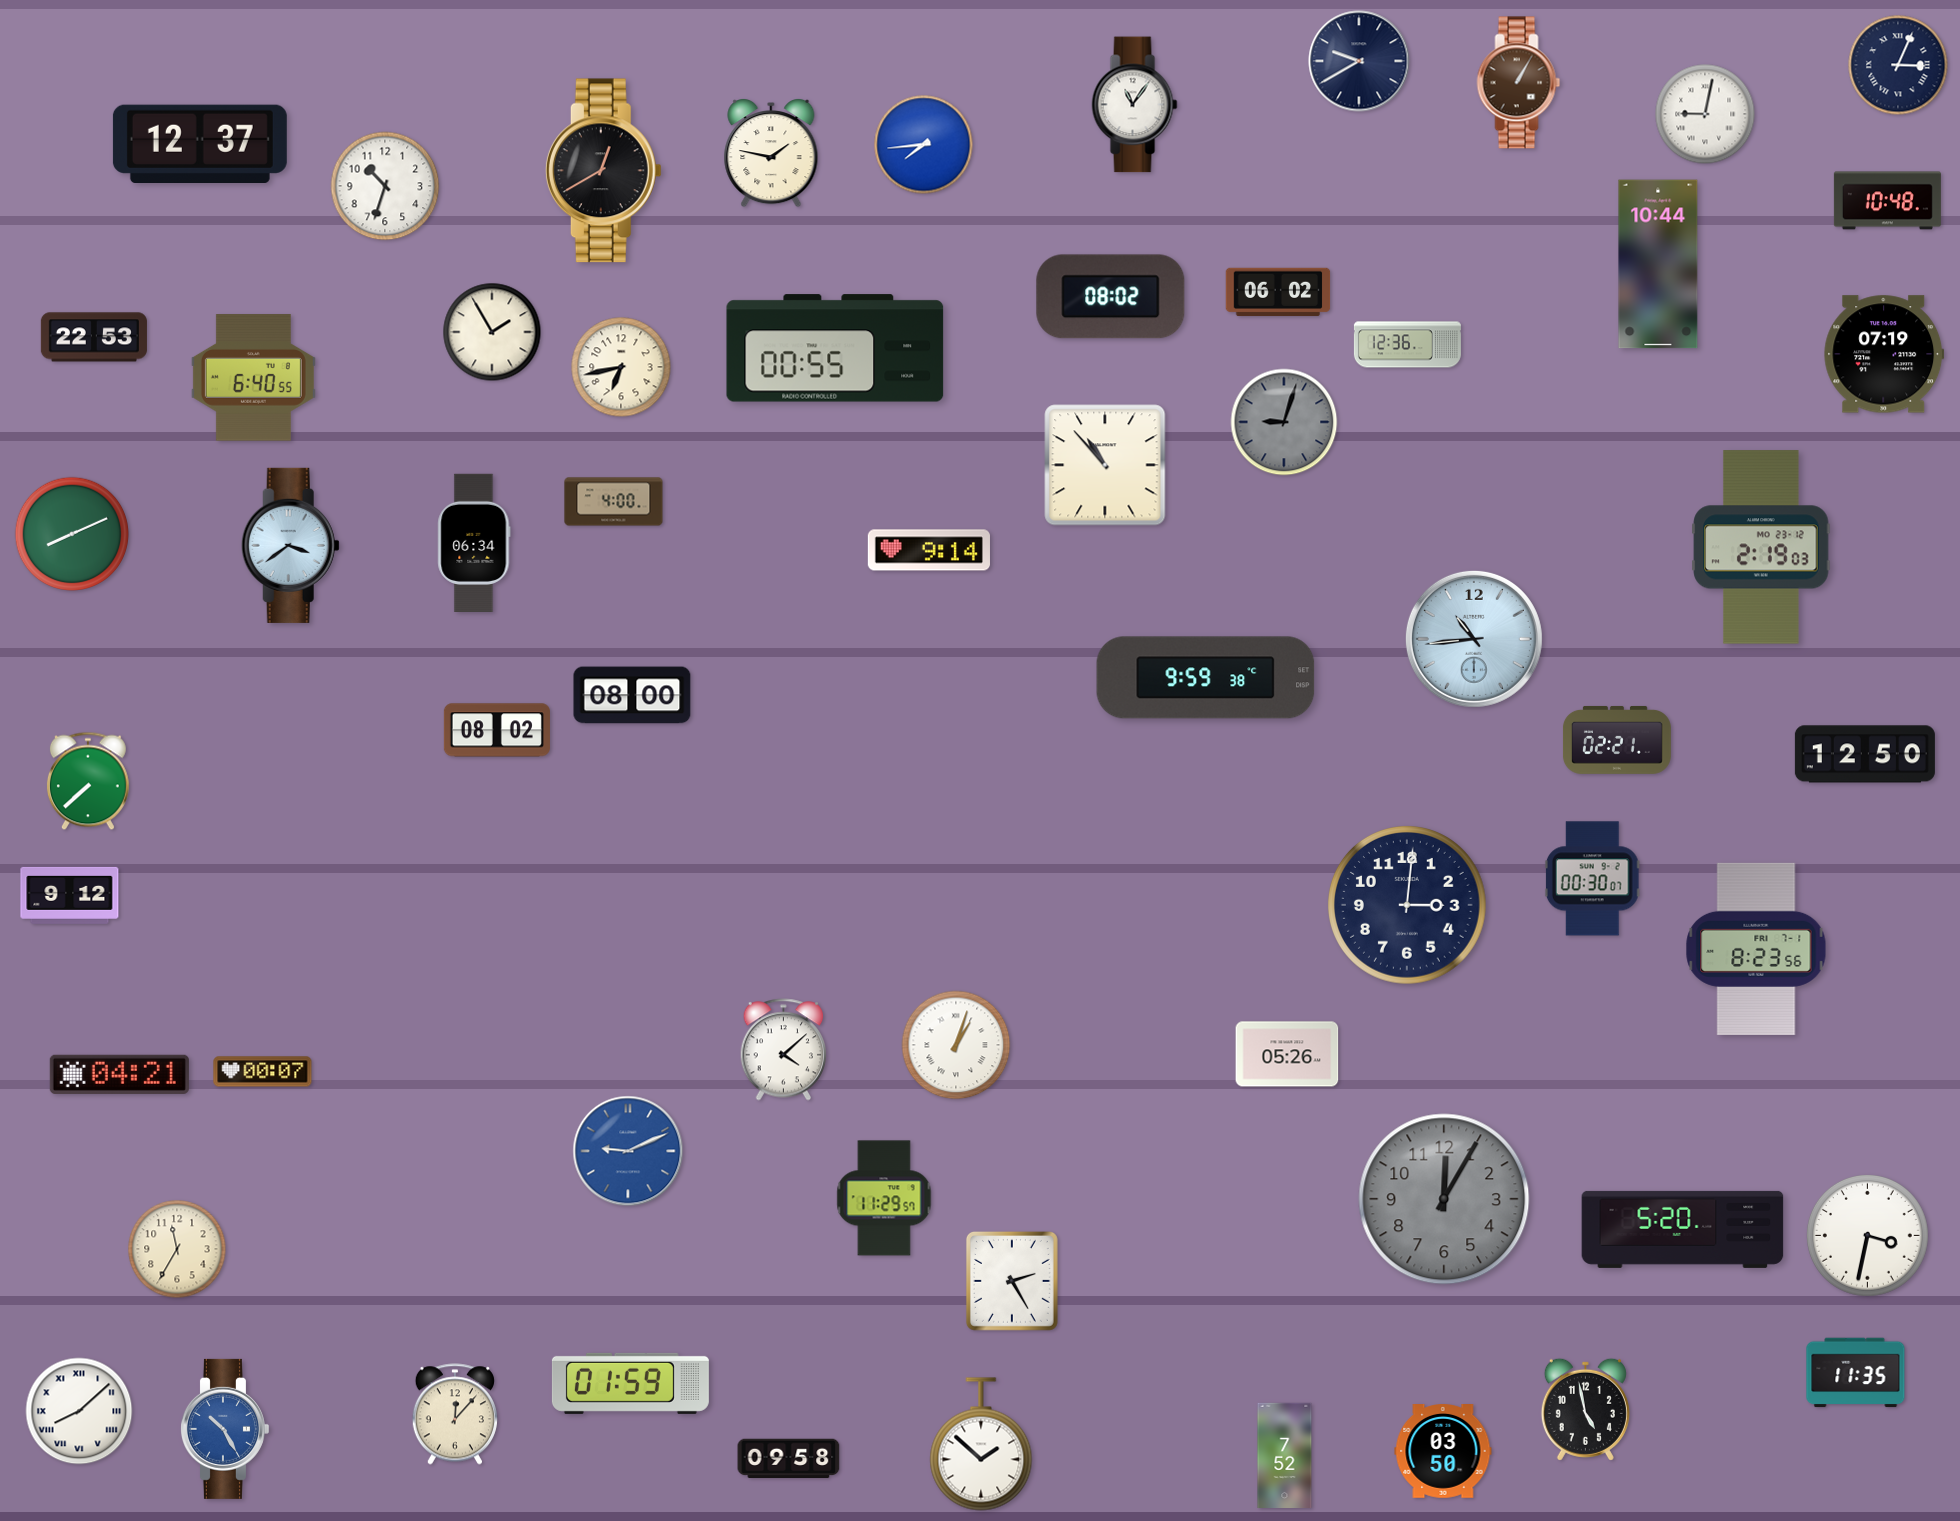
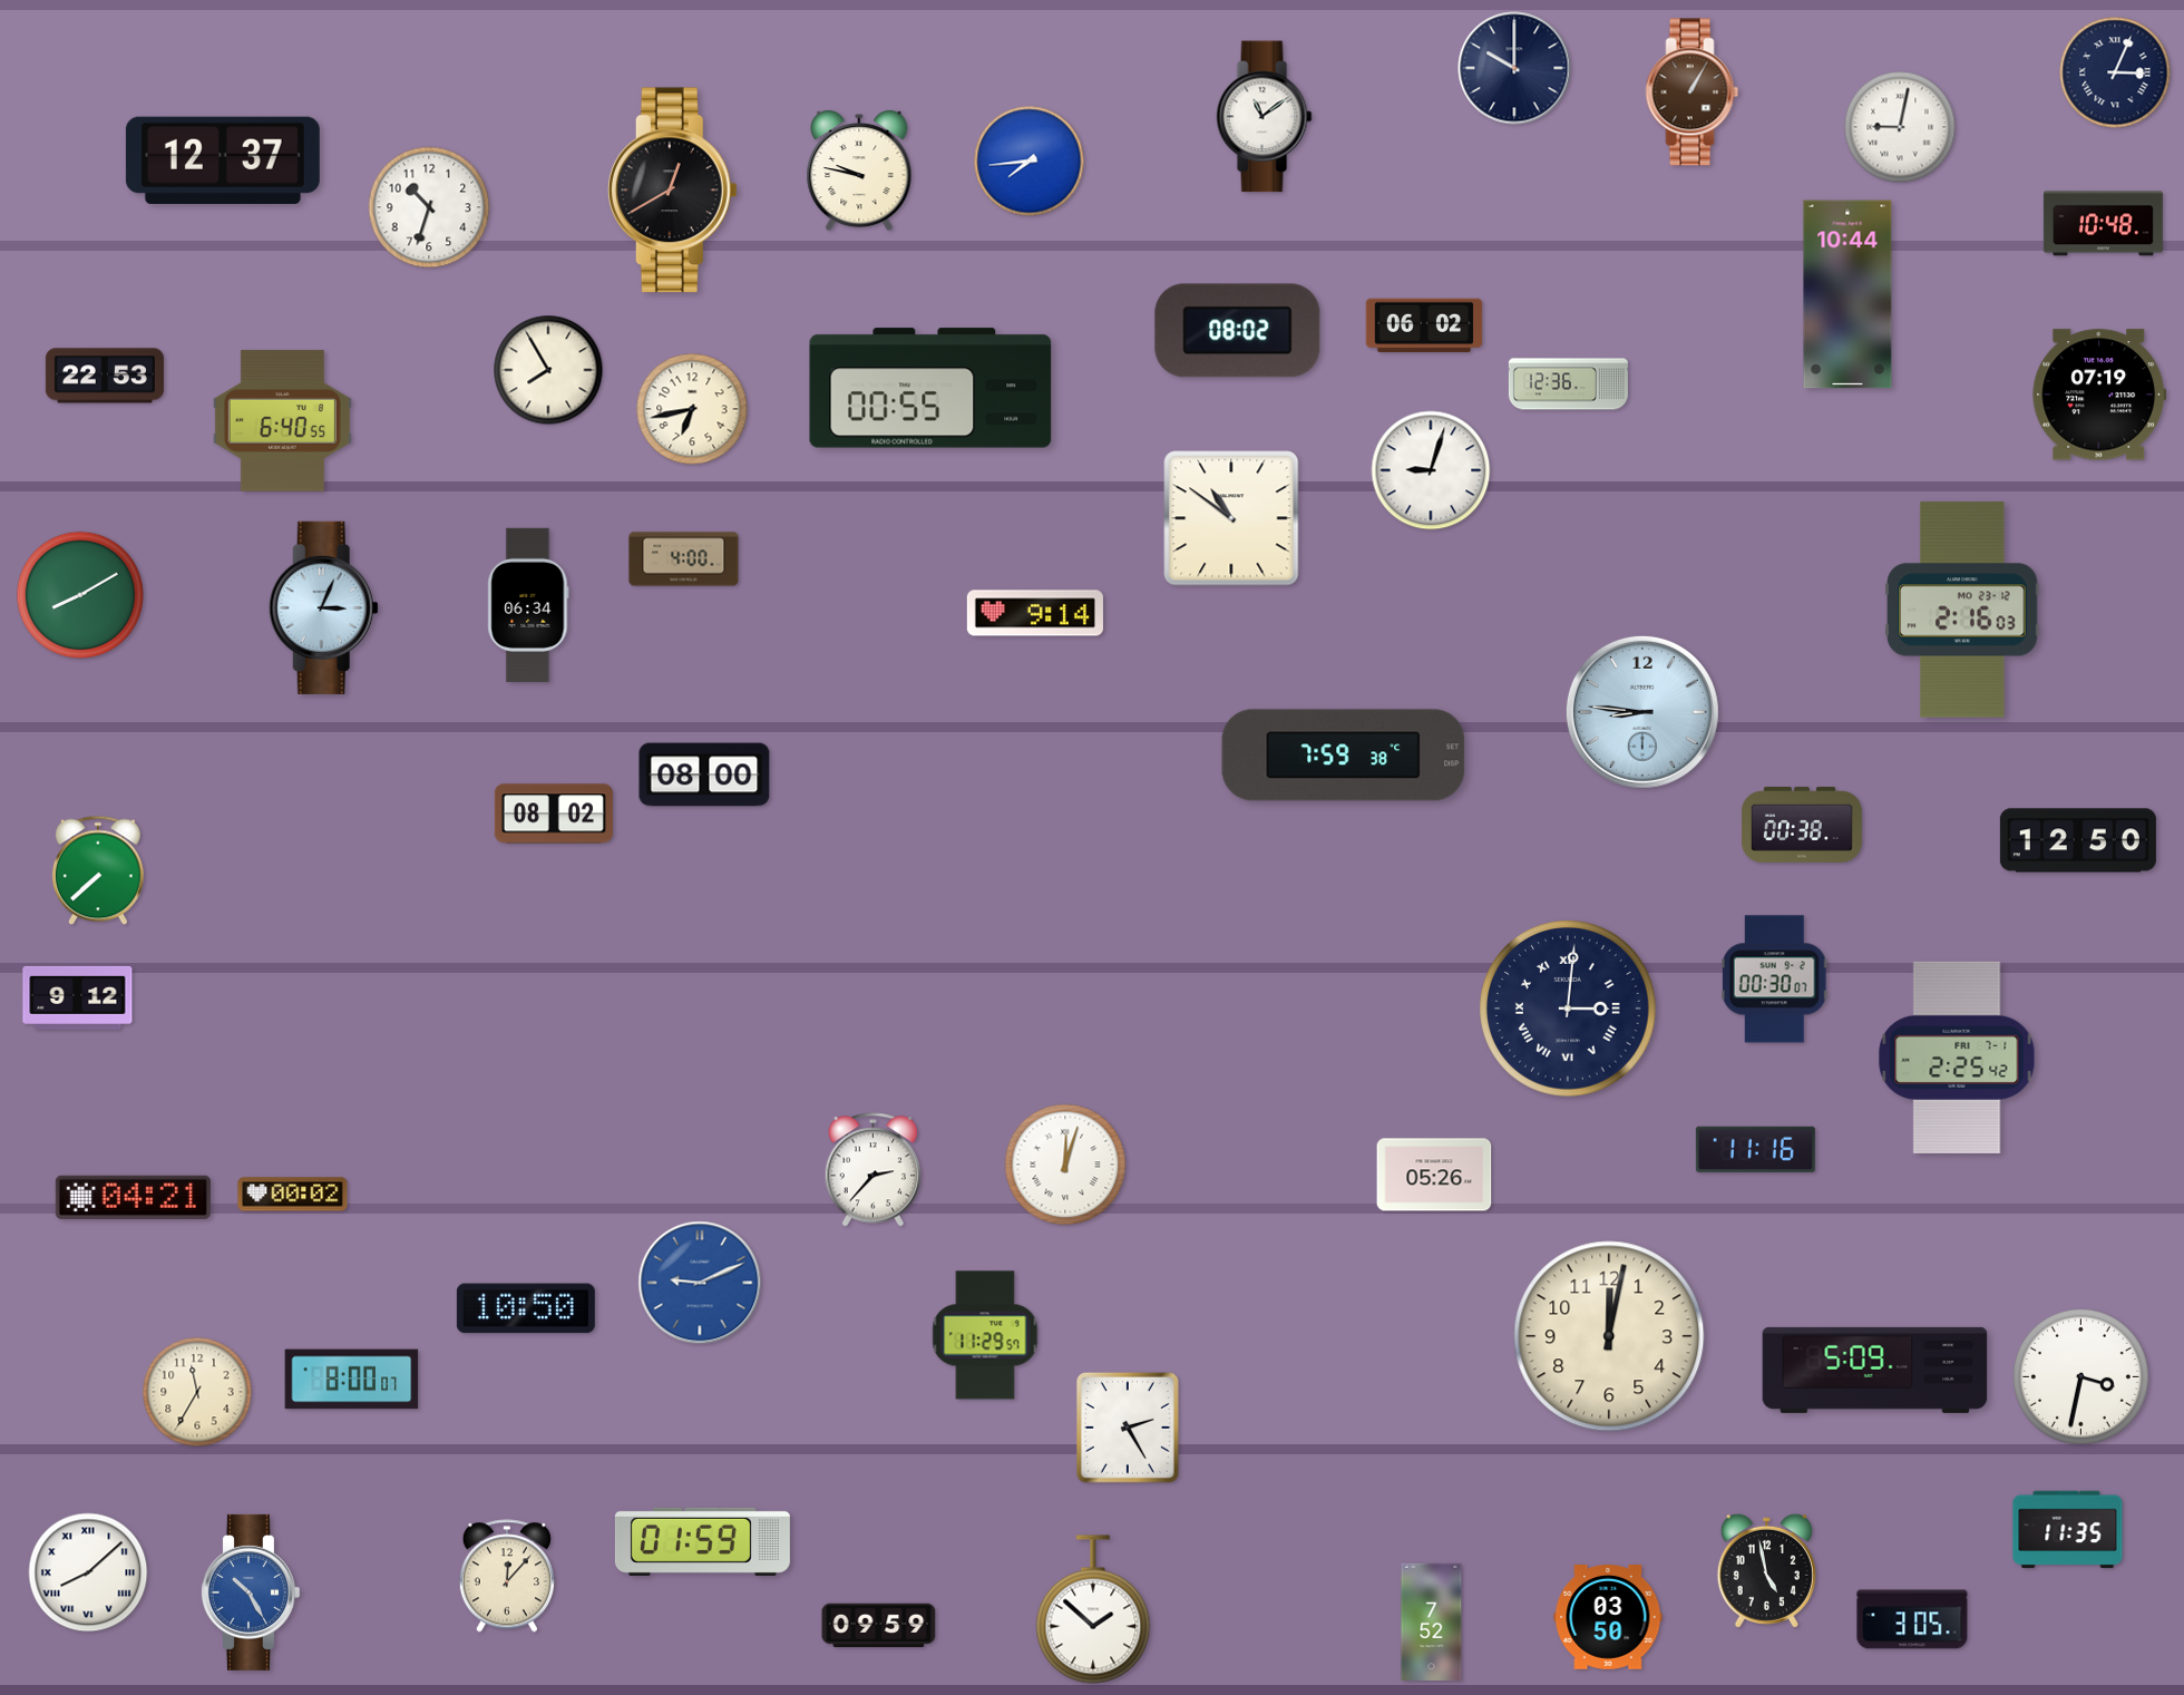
clock at (1359, 61): 9:40 -> 10:00
clock at (1135, 105): 11:06 -> 11:09
clock at (771, 154): 1:47 -> 9:47
clock at (492, 332): 1:55 -> 7:55
clock at (1284, 422) dial: grey -> white
clock at (1105, 465): 10:53 -> 10:51
clock at (72, 534): 8:11 -> 8:10
clock at (290, 545): 3:39 -> 3:04
clock at (1761, 547): 2:19 -> 2:16
clock at (1474, 639): 10:44 -> 8:46
clock at (1206, 678): 9:59 -> 7:59
clock at (1617, 740): 02:21 -> 00:38
clock at (1408, 906) numerals: Arabic -> Roman
clock at (1756, 949): 8:23 -> 2:25
clock at (1755, 1149): none -> 11:16
clock at (956, 1045): 1:03 -> 12:03
clock at (784, 1050): 4:08 -> 2:37
clock at (263, 1072): 00:07 -> 00:02
clock at (526, 1308): none -> 10:50
clock at (1444, 1199): 12:05 -> 12:02
clock at (1444, 1199) dial: grey -> cream
clock at (1683, 1229): 5:20 -> 5:09
clock at (352, 1380): none -> 8:00
clock at (1912, 1619): none -> 3:05
clock at (789, 1459): 09:58 -> 09:59
